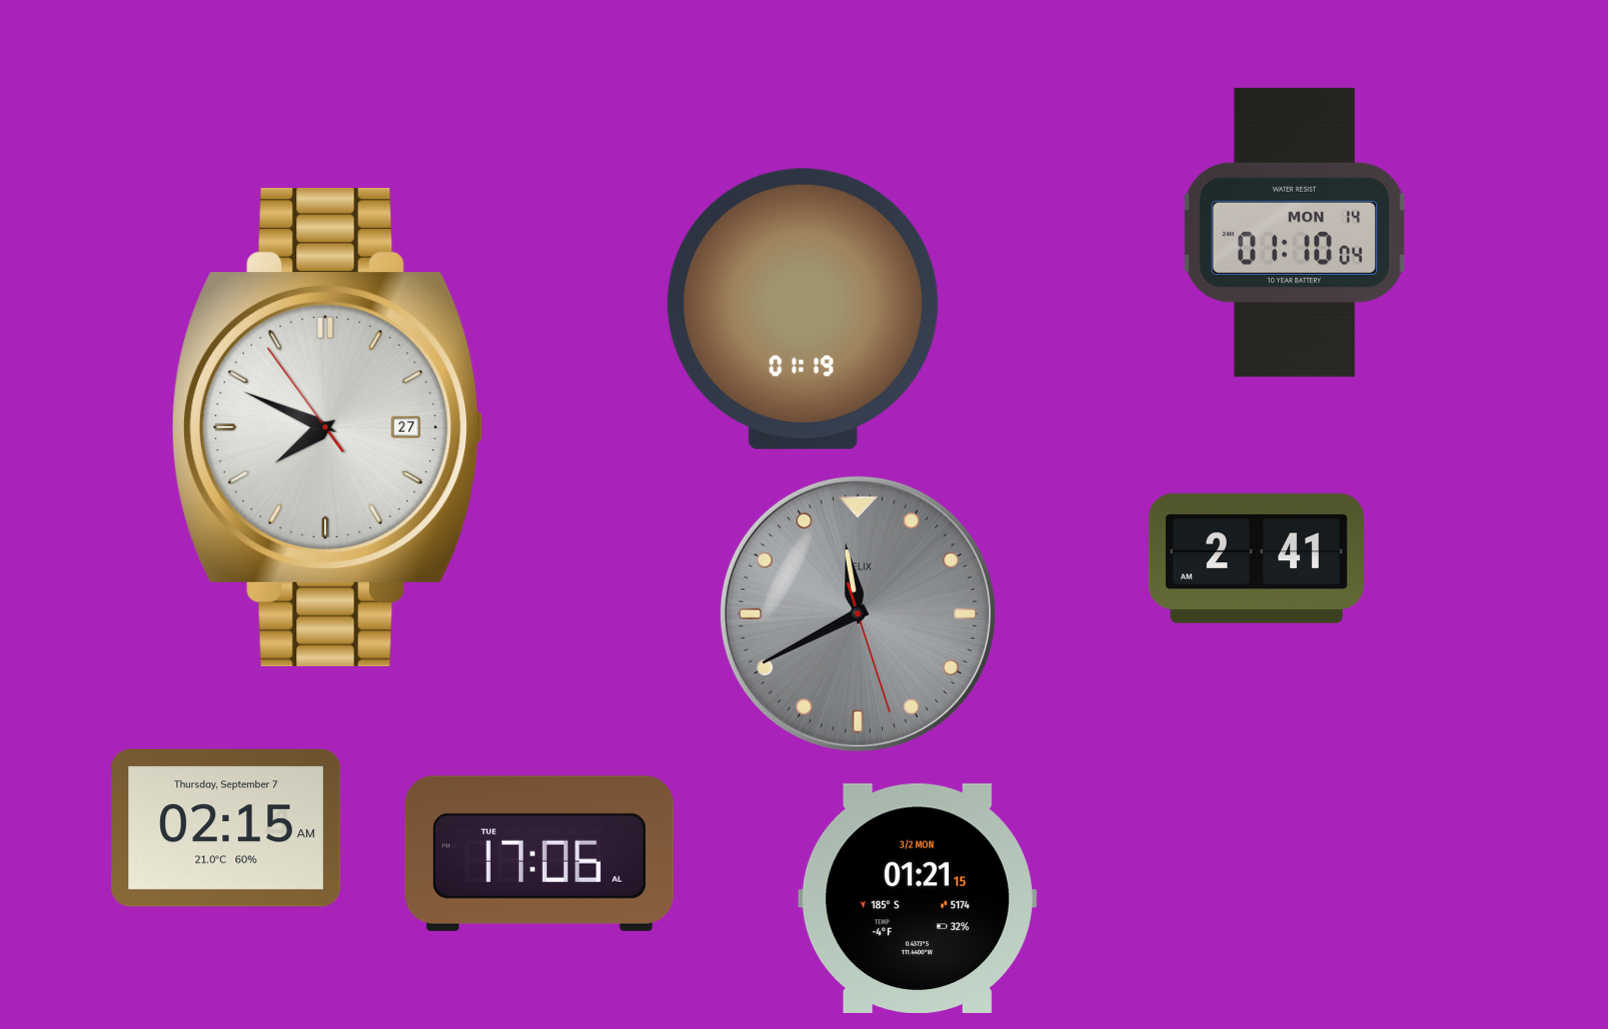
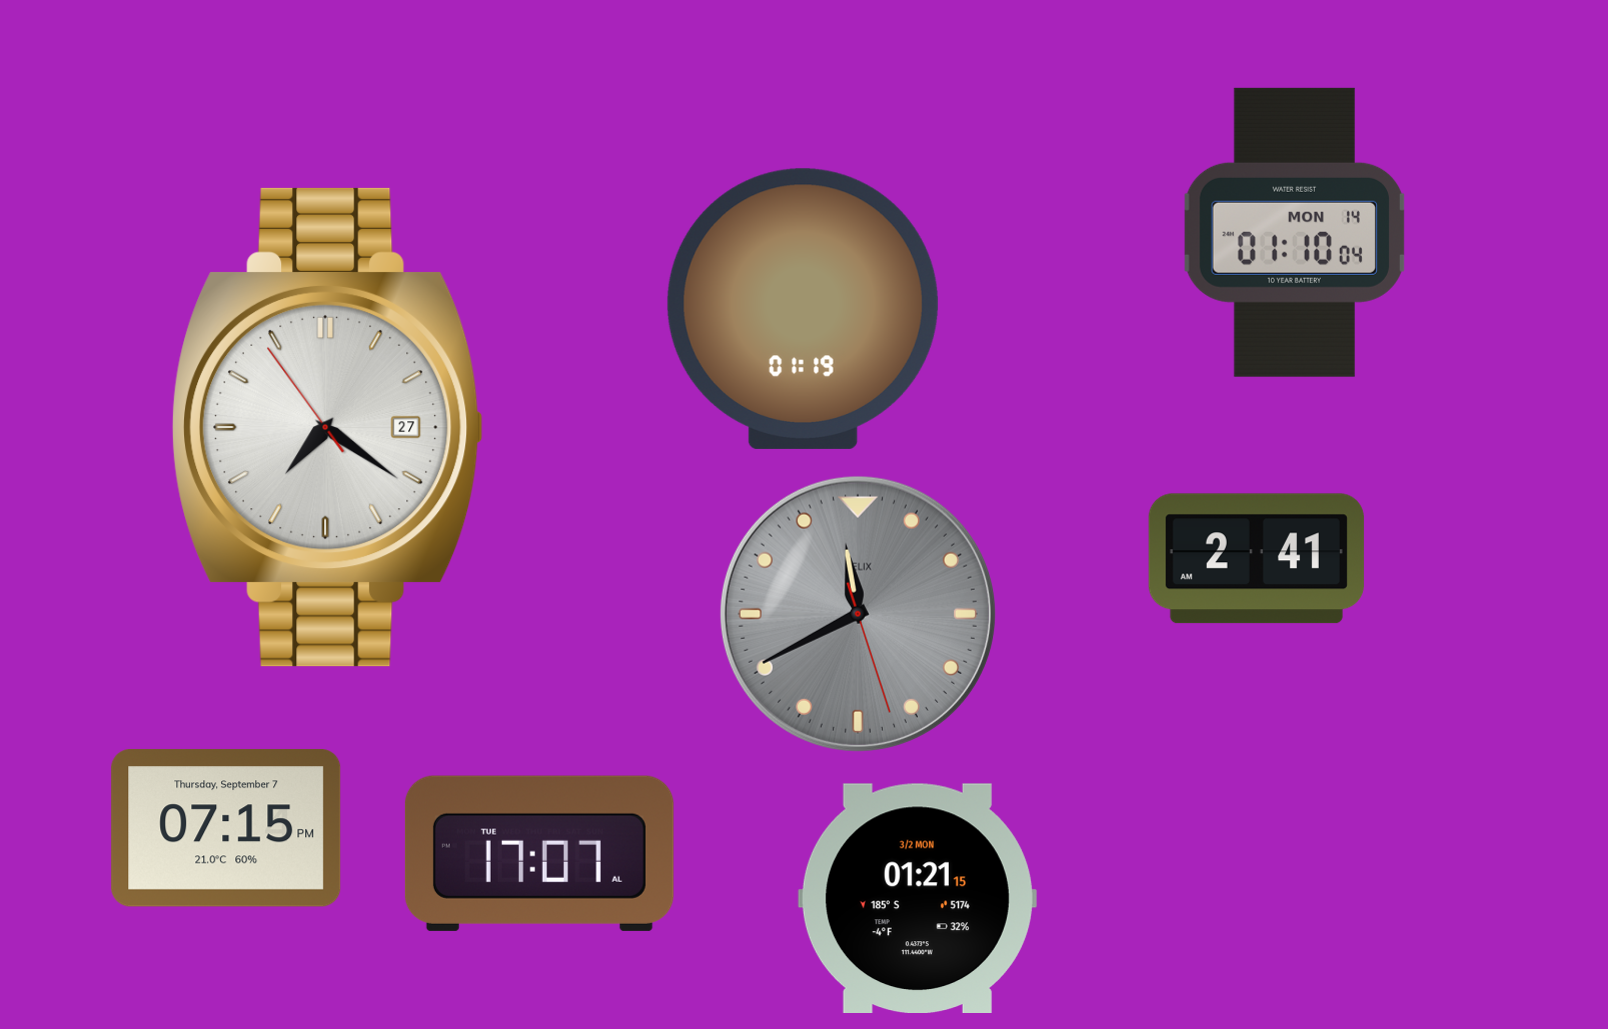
clock at (327, 427): 7:48 -> 7:20
clock at (226, 828): 02:15 -> 07:15
clock at (539, 853): 17:06 -> 17:07
